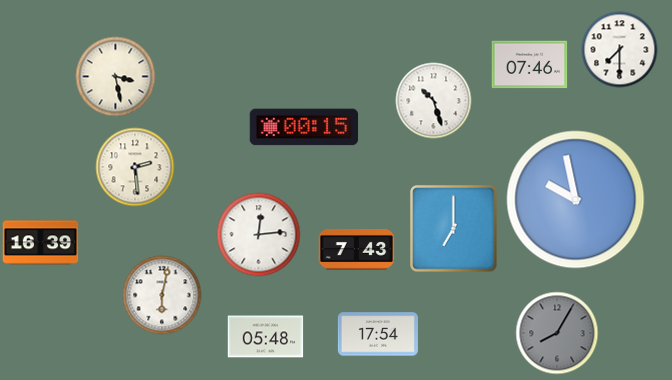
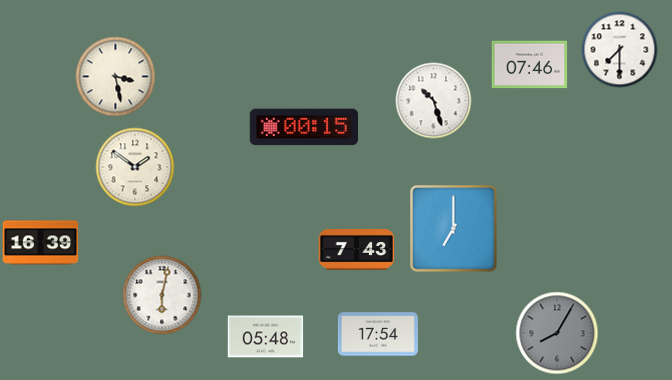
clock at (135, 167): 2:29 -> 1:51
clock at (576, 200): 9:58 -> none
clock at (259, 235): 12:14 -> none
